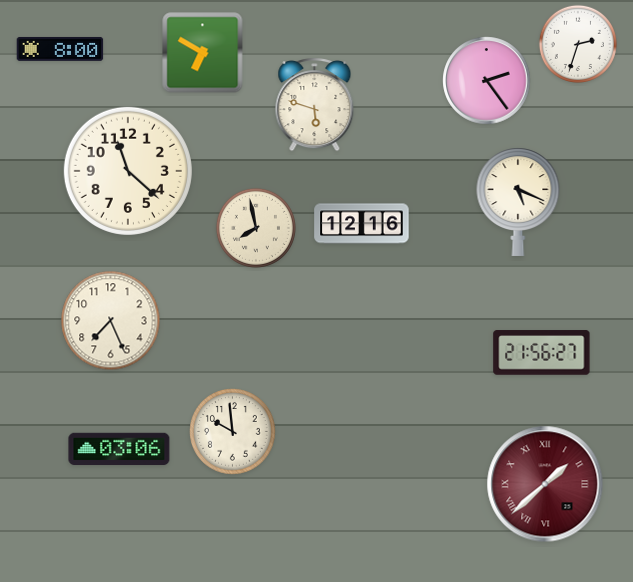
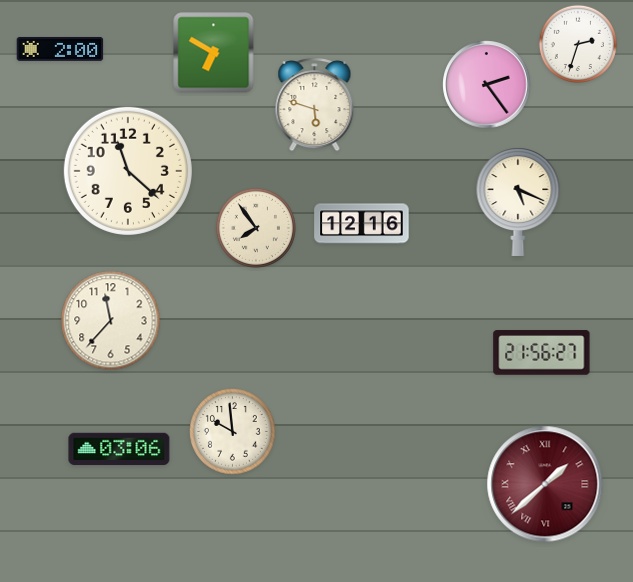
clock at (60, 49): 8:00 -> 2:00
clock at (203, 53) position: (203, 53) -> (214, 53)
clock at (487, 81) position: (487, 81) -> (487, 85)
clock at (256, 228): 7:58 -> 7:54
clock at (111, 321): 7:26 -> 11:37
